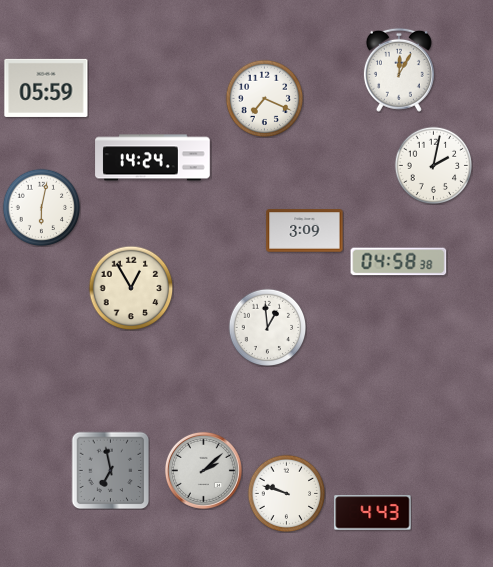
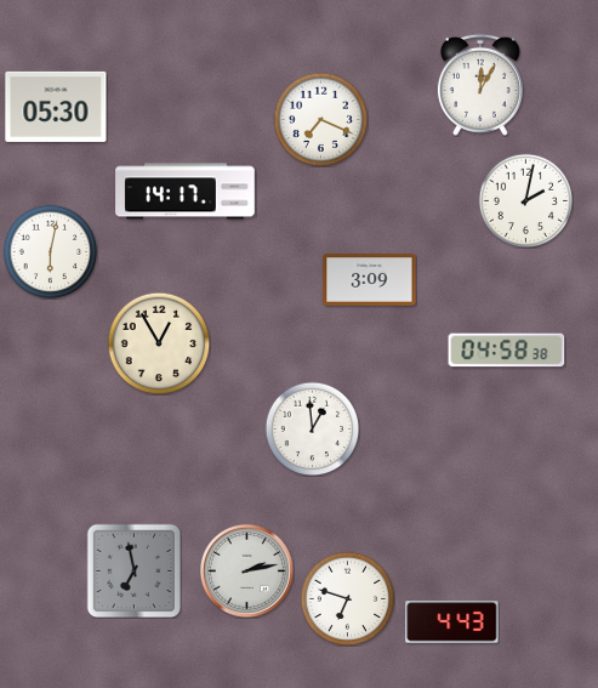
clock at (399, 70) position: (399, 70) -> (480, 85)
clock at (46, 88): 05:59 -> 05:30
clock at (153, 158): 14:24 -> 14:17
clock at (399, 262) position: (399, 262) -> (507, 351)
clock at (131, 288) position: (131, 288) -> (159, 343)
clock at (267, 327) position: (267, 327) -> (312, 428)
clock at (203, 470): 2:08 -> 2:13
clock at (286, 493): 9:48 -> 6:48
